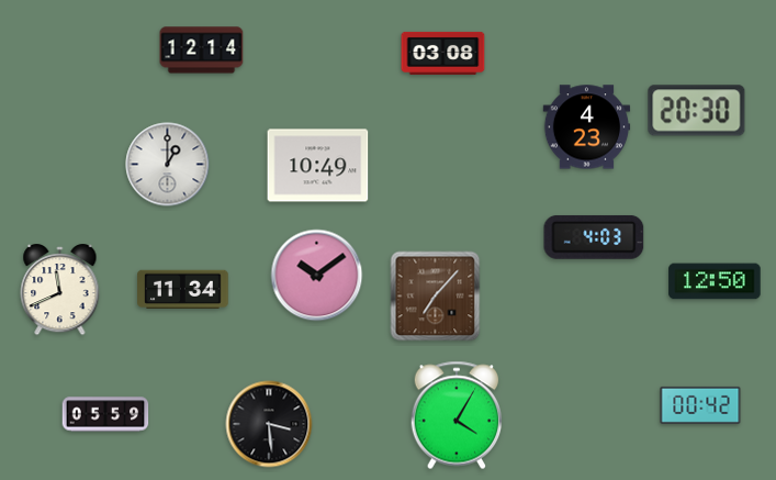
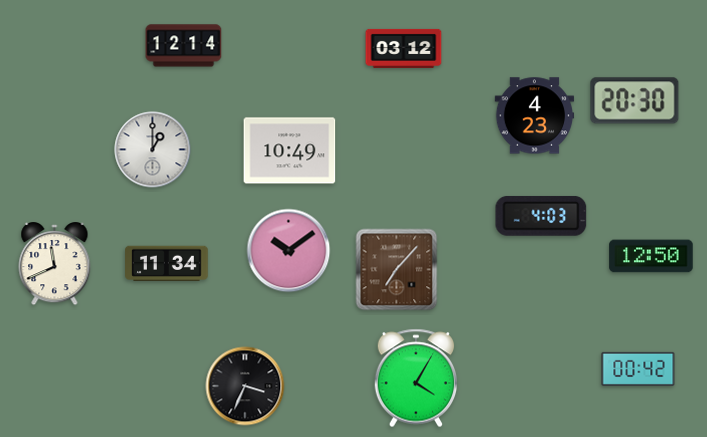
clock at (443, 53): 03:08 -> 03:12
clock at (105, 414): 05:59 -> none
clock at (269, 424): 3:29 -> 3:34
